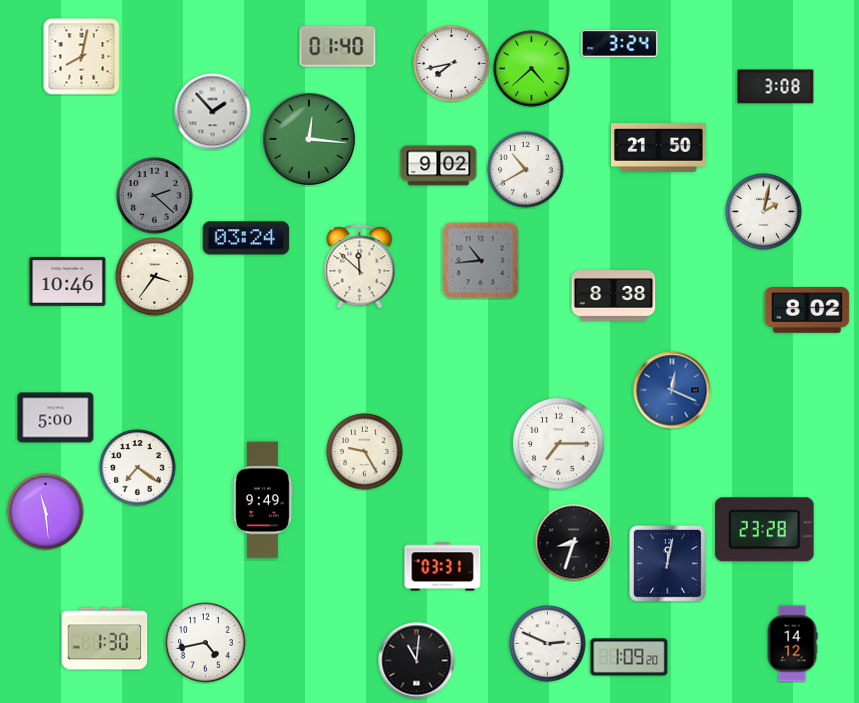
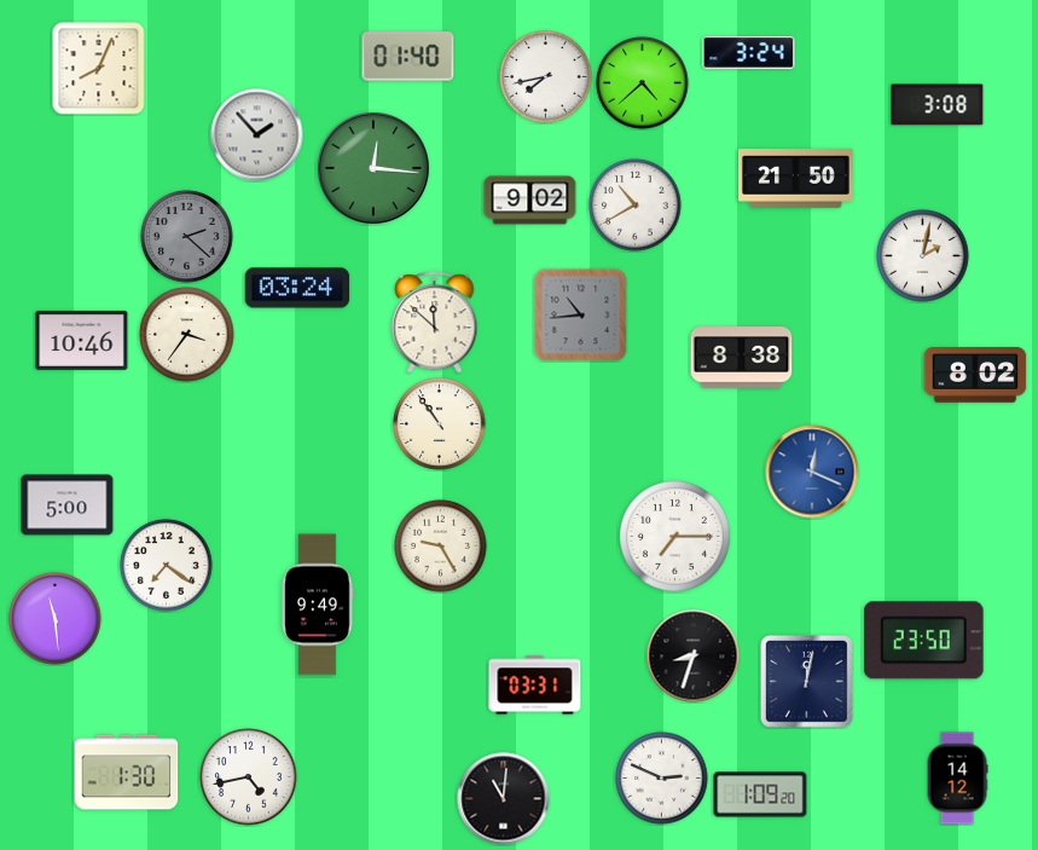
clock at (82, 57): 8:02 -> 8:04
clock at (440, 424): none -> 10:54
clock at (764, 530): 23:28 -> 23:50
